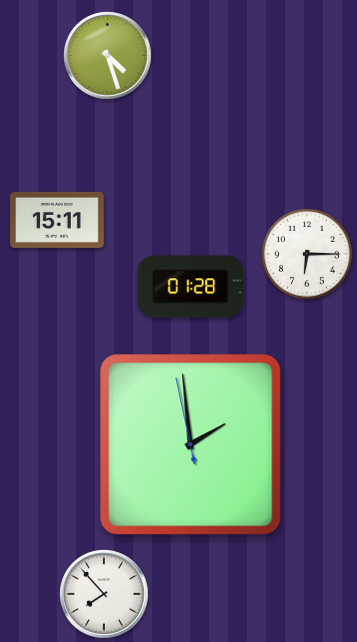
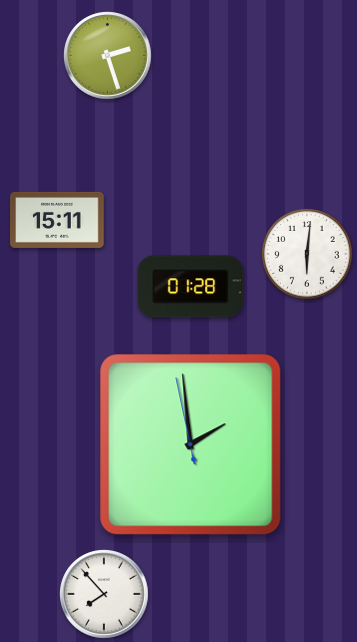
clock at (108, 56): 4:27 -> 2:27
clock at (307, 254): 6:15 -> 6:01
